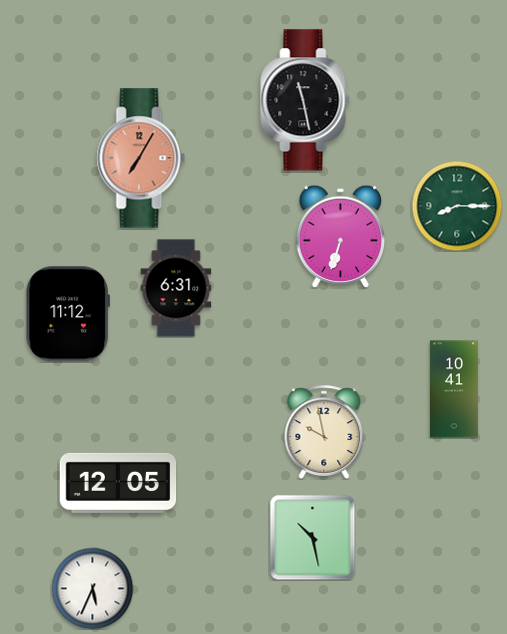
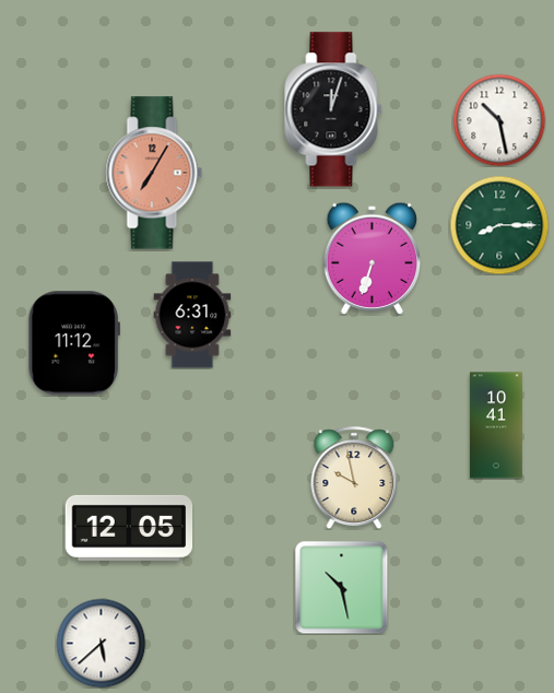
clock at (305, 100): 11:28 -> 12:03
clock at (499, 120): none -> 10:28
clock at (324, 432) position: (324, 432) -> (354, 478)
clock at (92, 588): 5:34 -> 5:38
